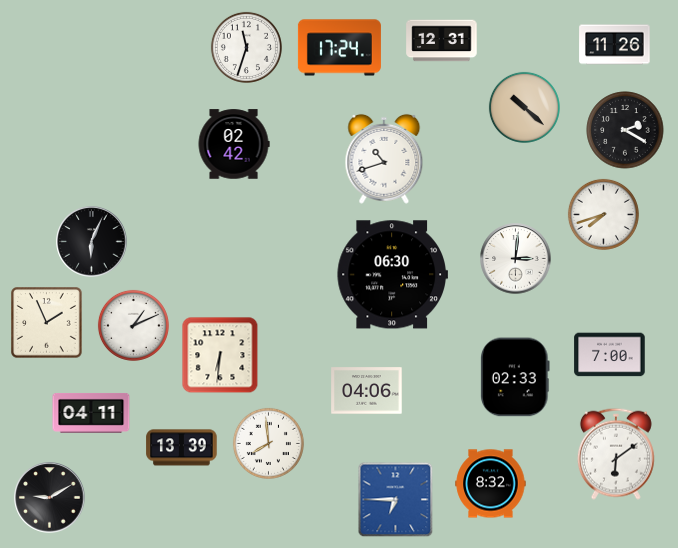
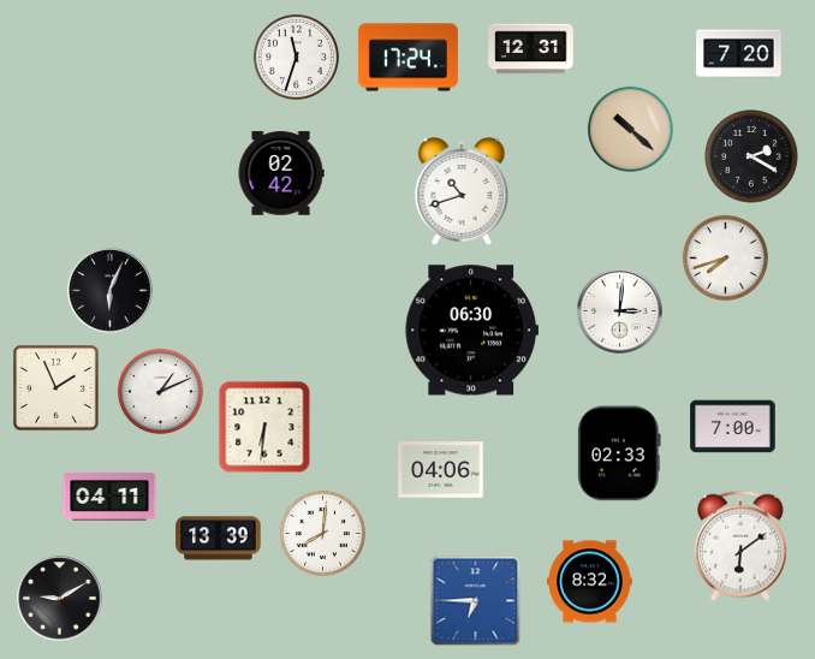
clock at (615, 45): 11:26 -> 7:20
clock at (268, 443): 7:59 -> 8:01
